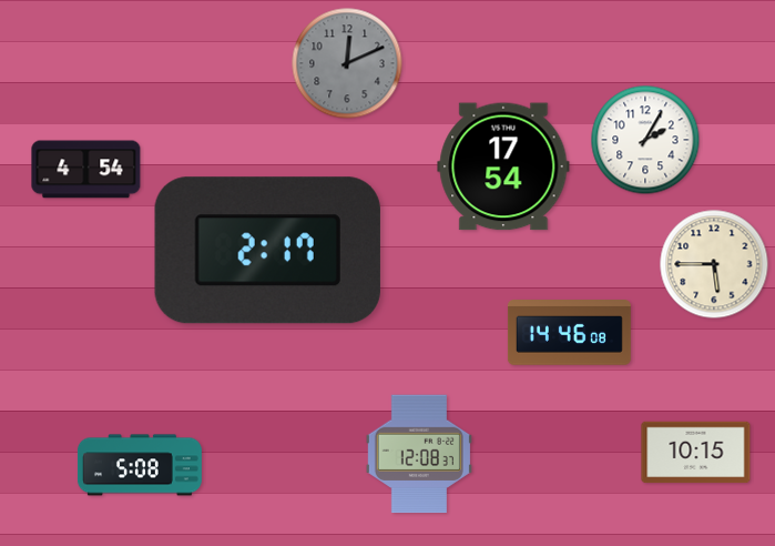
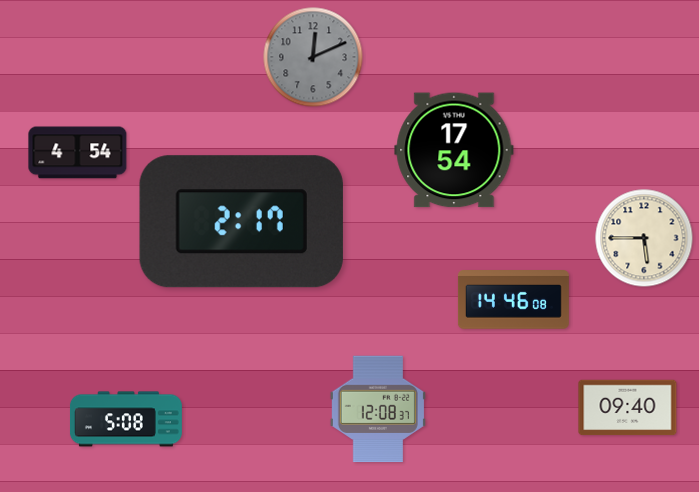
clock at (645, 140): 2:05 -> none
clock at (267, 251) position: (267, 251) -> (241, 222)
clock at (696, 453): 10:15 -> 09:40
